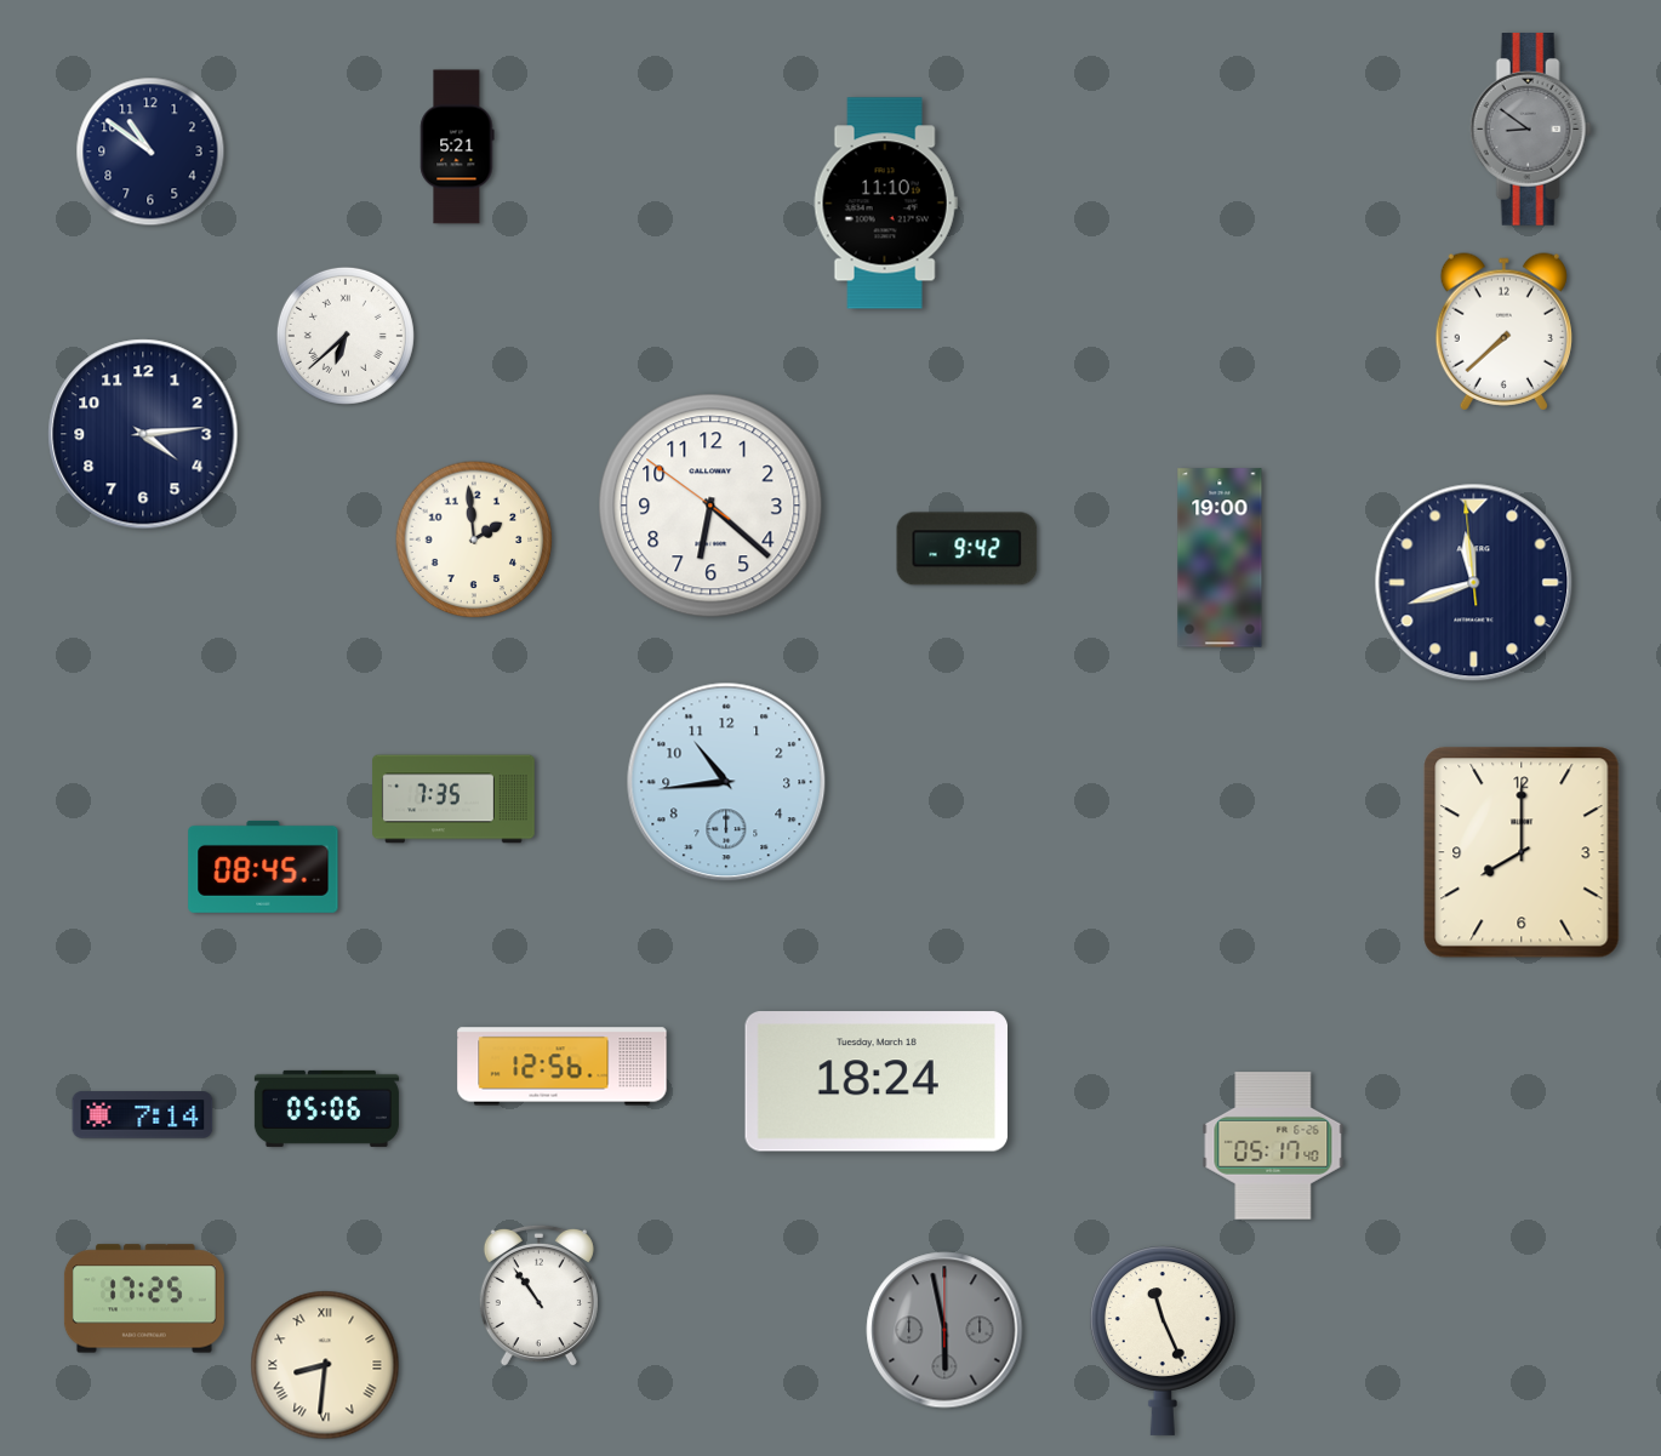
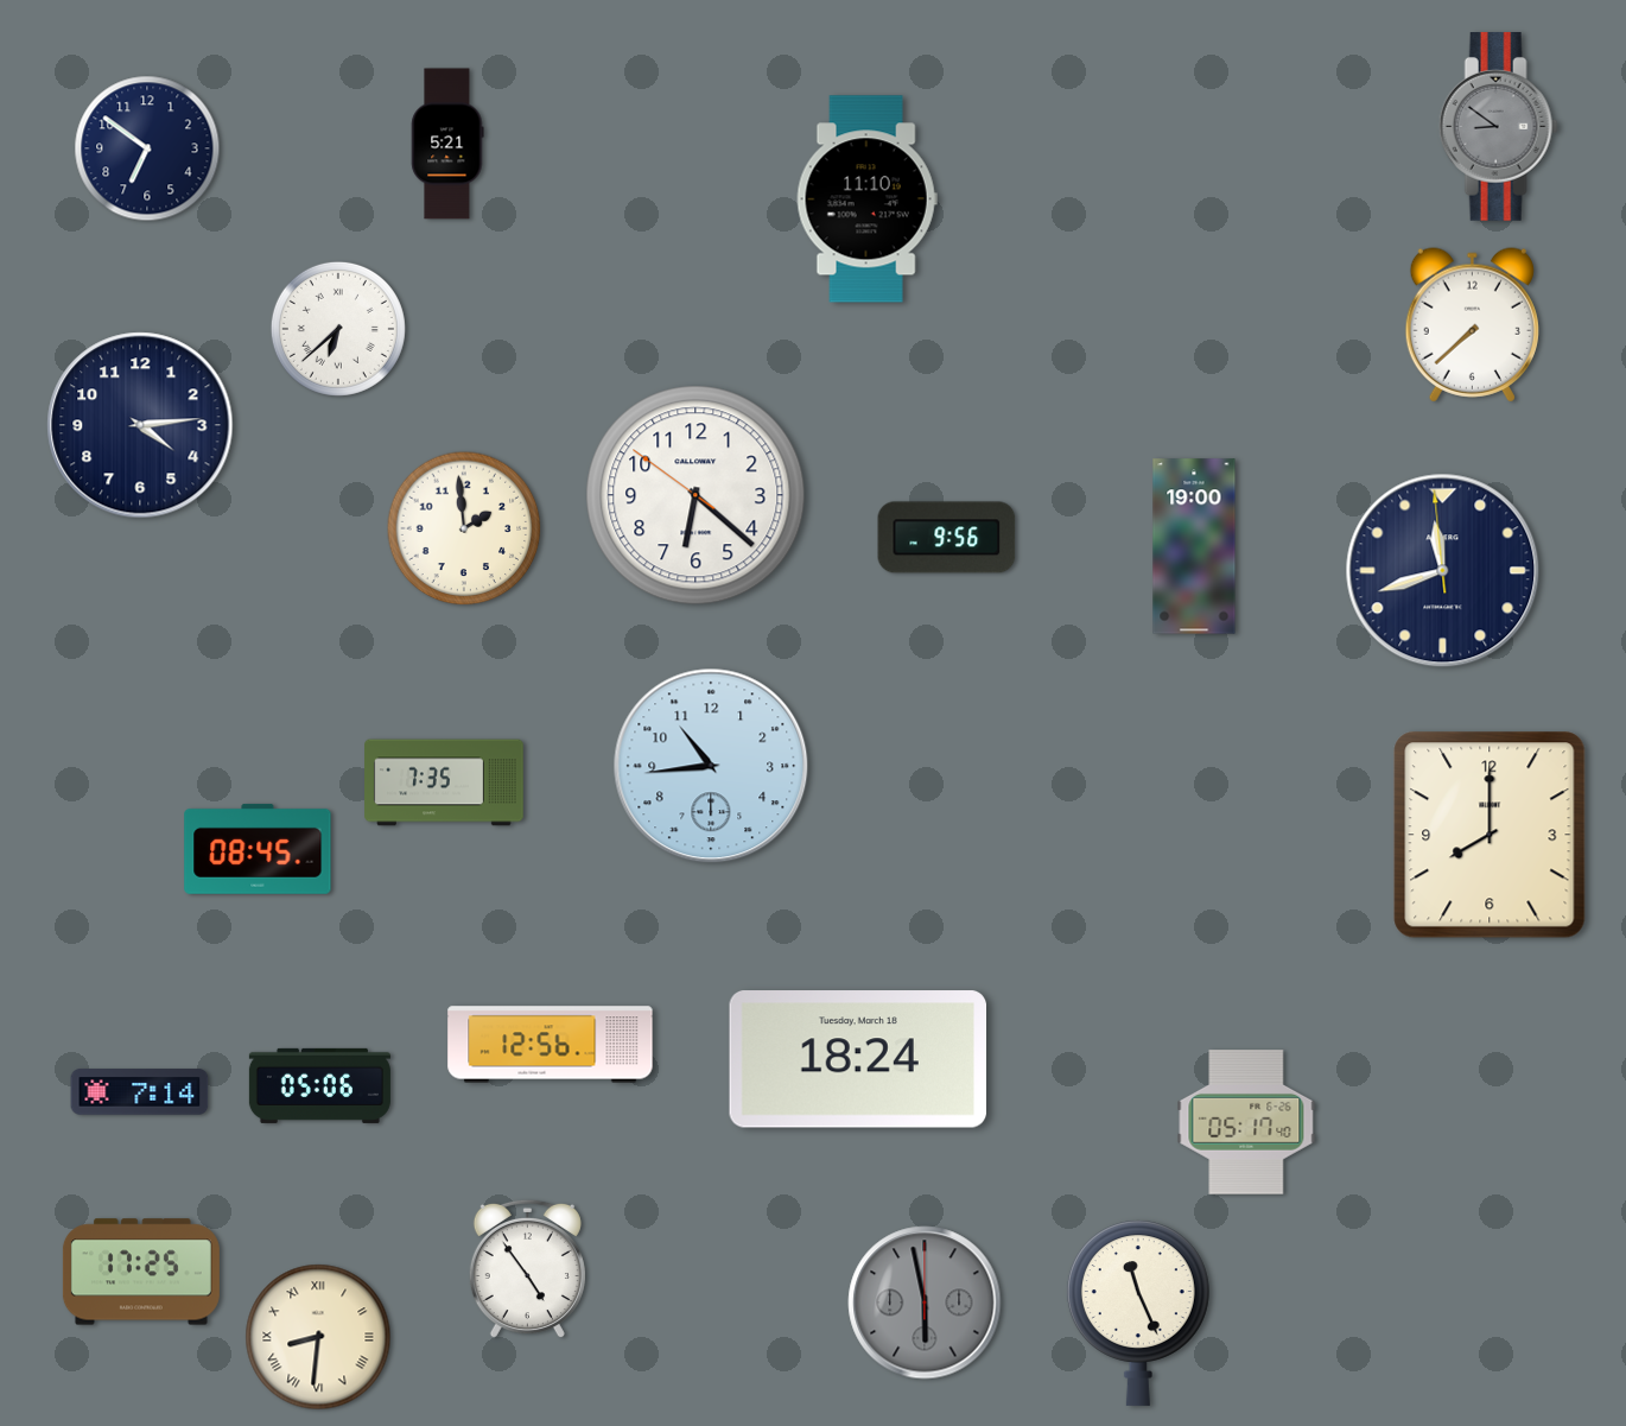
clock at (150, 152): 10:51 -> 6:51
clock at (968, 549): 9:42 -> 9:56
clock at (538, 1296): 10:54 -> 4:54
